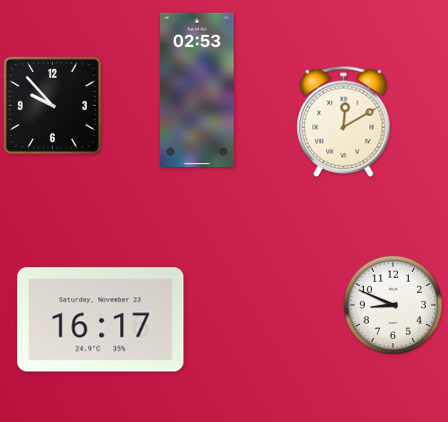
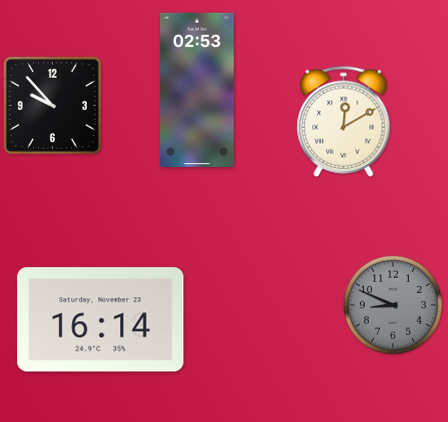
clock at (392, 304) dial: white -> grey
clock at (101, 320): 16:17 -> 16:14
